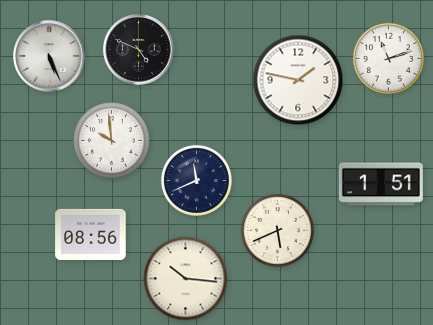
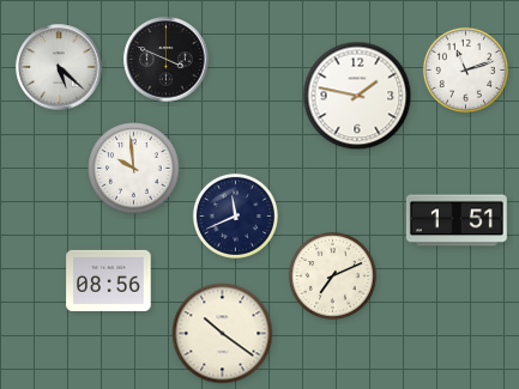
clock at (139, 50): 4:49 -> 3:49
clock at (49, 56): 5:26 -> 5:22
clock at (277, 230): 5:41 -> 7:11
clock at (186, 279): 10:16 -> 10:21
